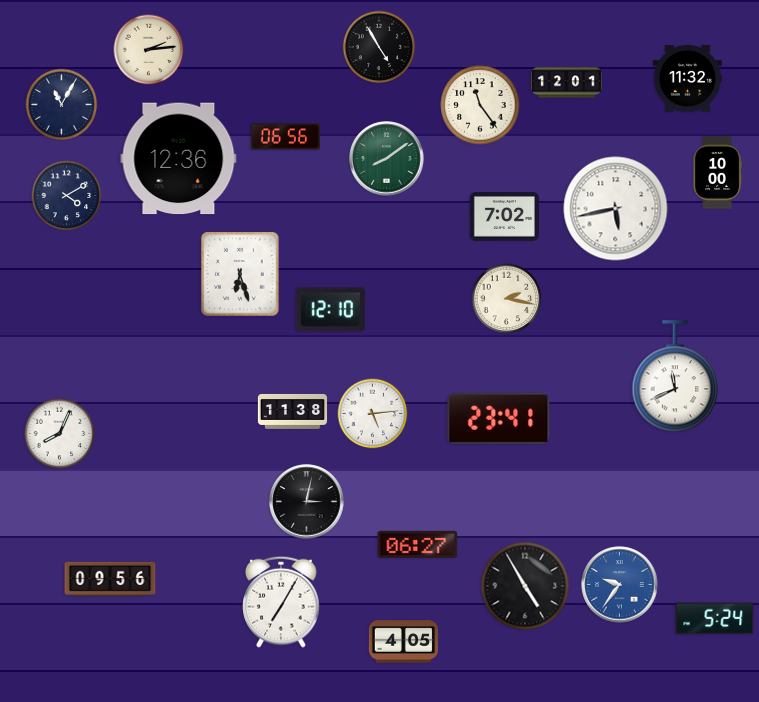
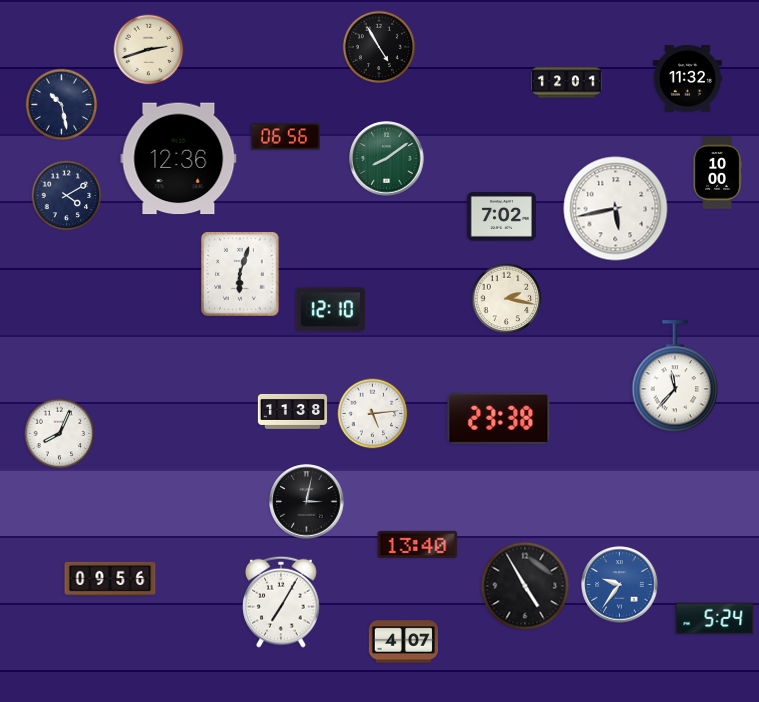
clock at (149, 50): 2:14 -> 2:42
clock at (62, 105): 11:05 -> 10:28
clock at (480, 105): 11:24 -> none
clock at (504, 217) position: (504, 217) -> (501, 217)
clock at (241, 274): 6:27 -> 6:03
clock at (675, 377): 11:41 -> 11:37
clock at (499, 418): 23:41 -> 23:38
clock at (418, 544): 06:27 -> 13:40
clock at (403, 642): 4:05 -> 4:07
